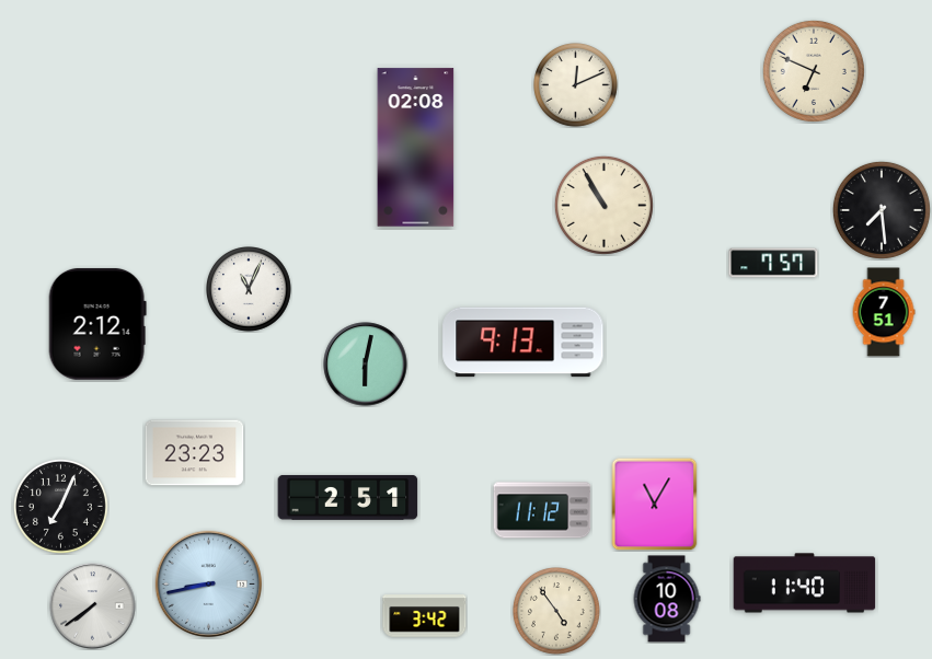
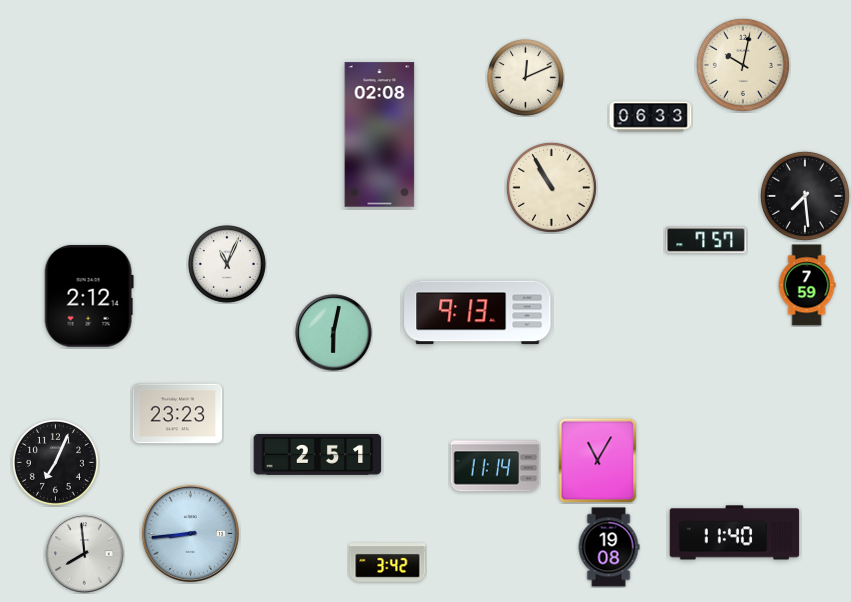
clock at (814, 71): 6:49 -> 10:02
clock at (651, 117): none -> 06:33
clock at (882, 210) position: (882, 210) -> (805, 196)
clock at (884, 312): 7:51 -> 7:59
clock at (542, 510): 11:12 -> 11:14
clock at (208, 583): 8:43 -> 8:44
clock at (667, 599): 10:08 -> 19:08
clock at (93, 606): 7:39 -> 7:59
clock at (556, 612): 4:54 -> none
